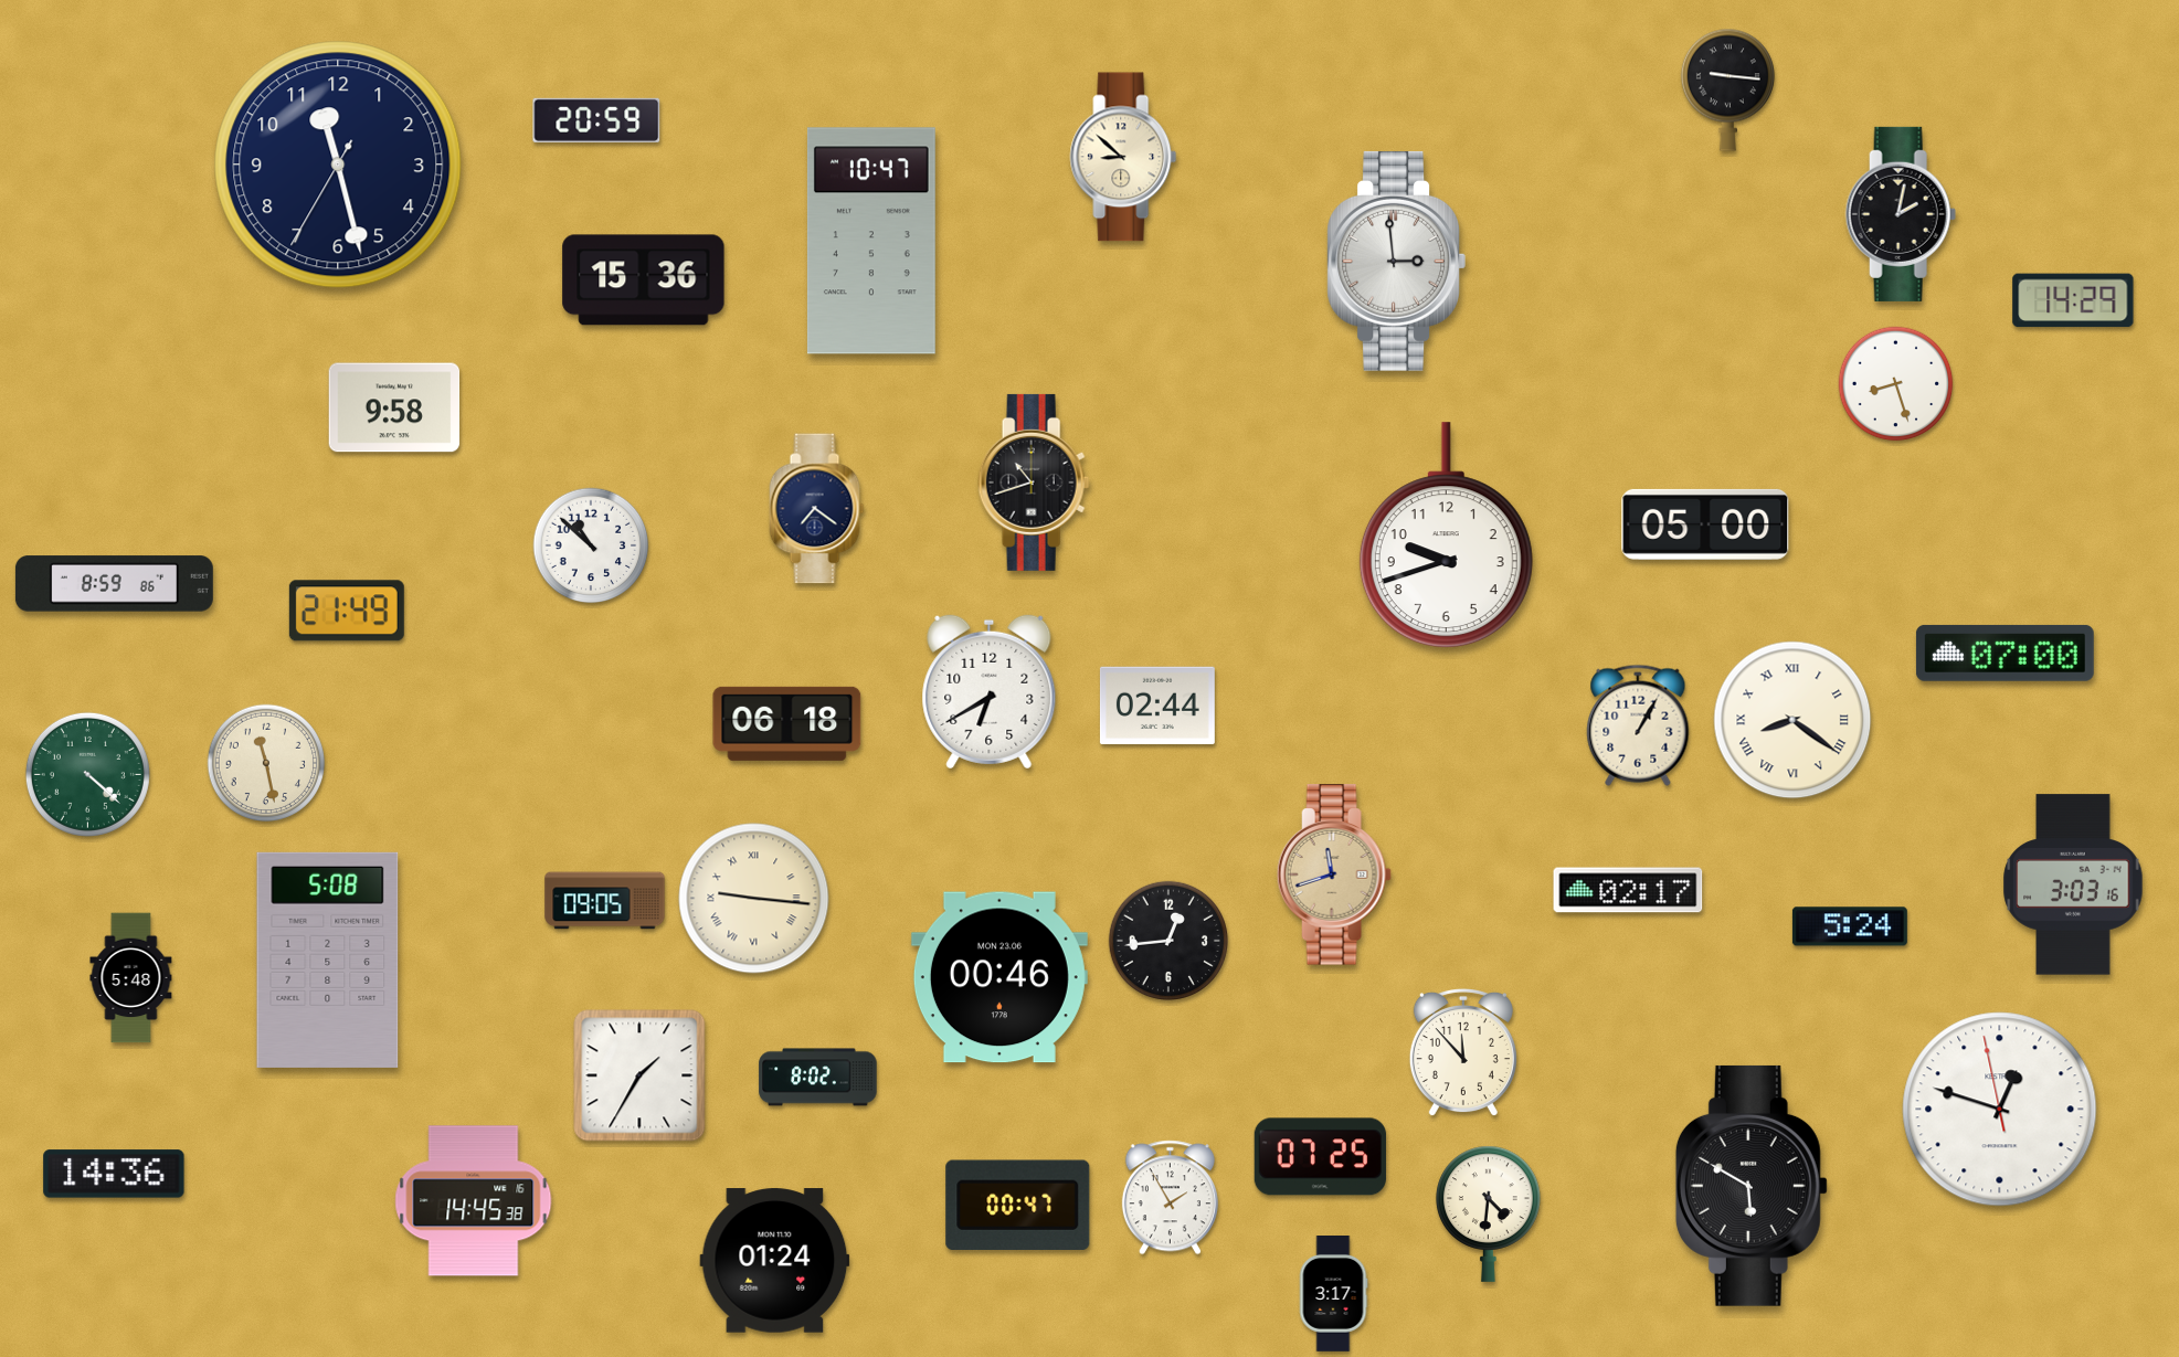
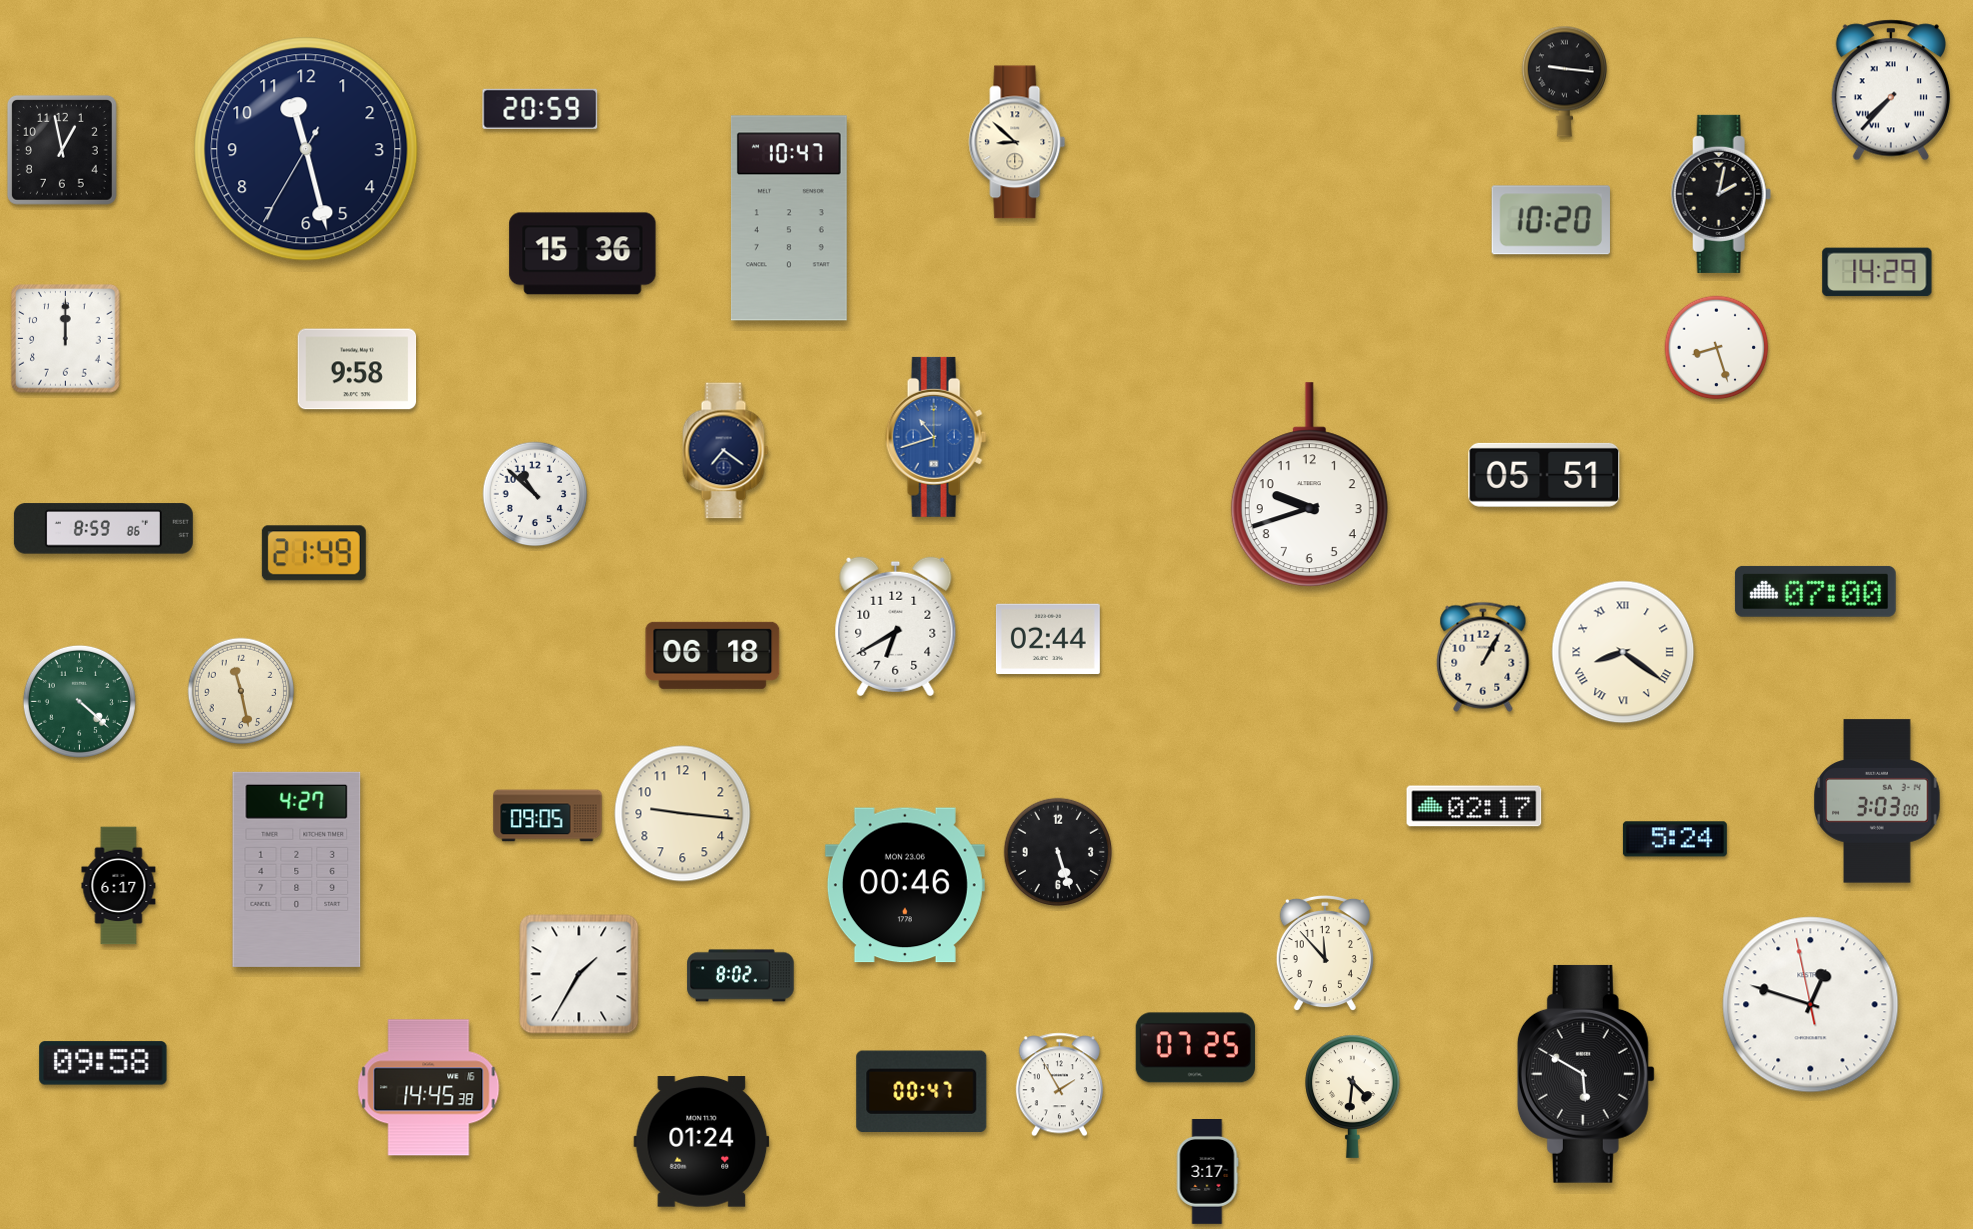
clock at (1891, 90): none -> 7:37
clock at (62, 150): none -> 12:58
clock at (1551, 220): none -> 10:20
clock at (1396, 261): 2:59 -> none
clock at (66, 339): none -> 12:00
clock at (1034, 483) dial: black -> blue
clock at (817, 509) position: (817, 509) -> (726, 451)
clock at (1705, 524): 05:00 -> 05:51
clock at (1334, 874): 11:42 -> none
clock at (2073, 884): 3:03:16 -> 3:03:00
clock at (754, 899) numerals: Roman -> Arabic
clock at (1168, 941): 12:44 -> 5:27
clock at (328, 960): 5:08 -> 4:27
clock at (131, 978): 5:48 -> 6:17
clock at (114, 1174): 14:36 -> 09:58
clock at (1489, 1213) position: (1489, 1213) -> (1353, 1096)
